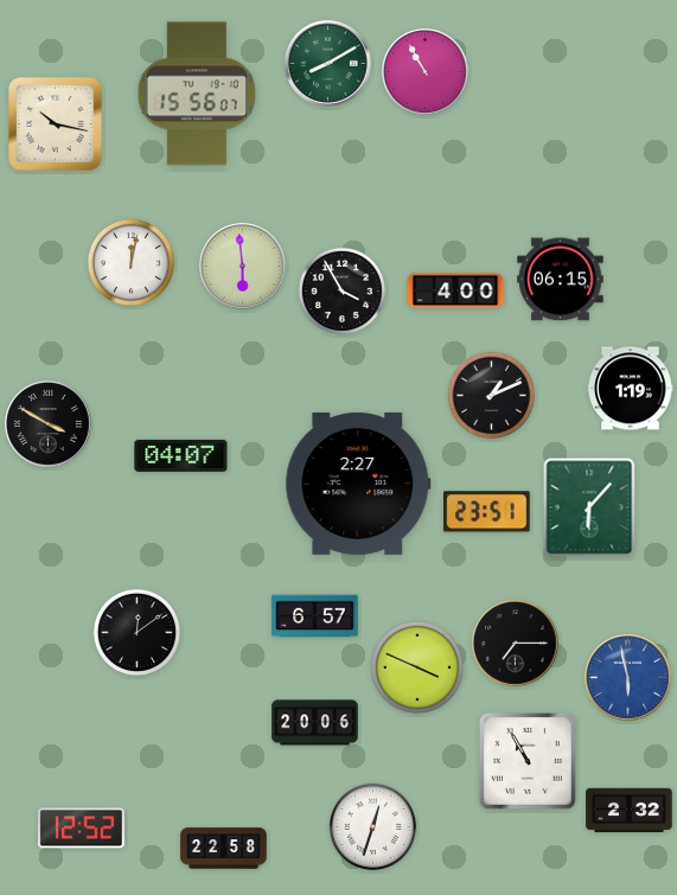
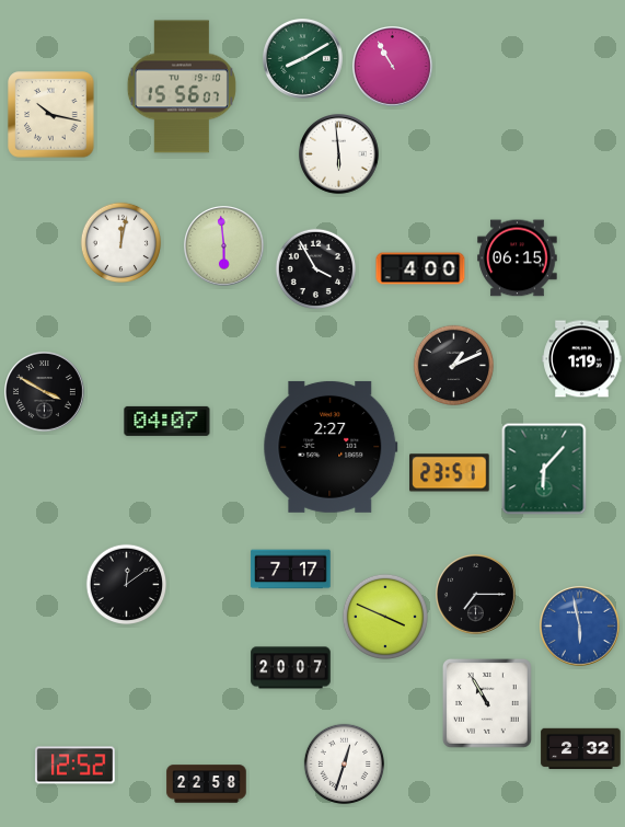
clock at (339, 154): none -> 5:59
clock at (315, 616): 6:57 -> 7:17
clock at (315, 723): 20:06 -> 20:07
